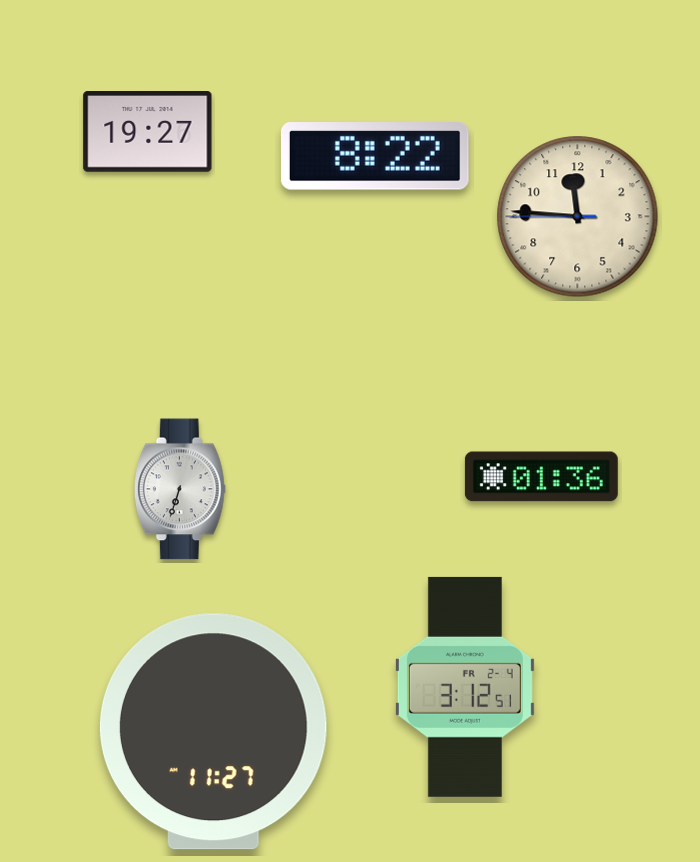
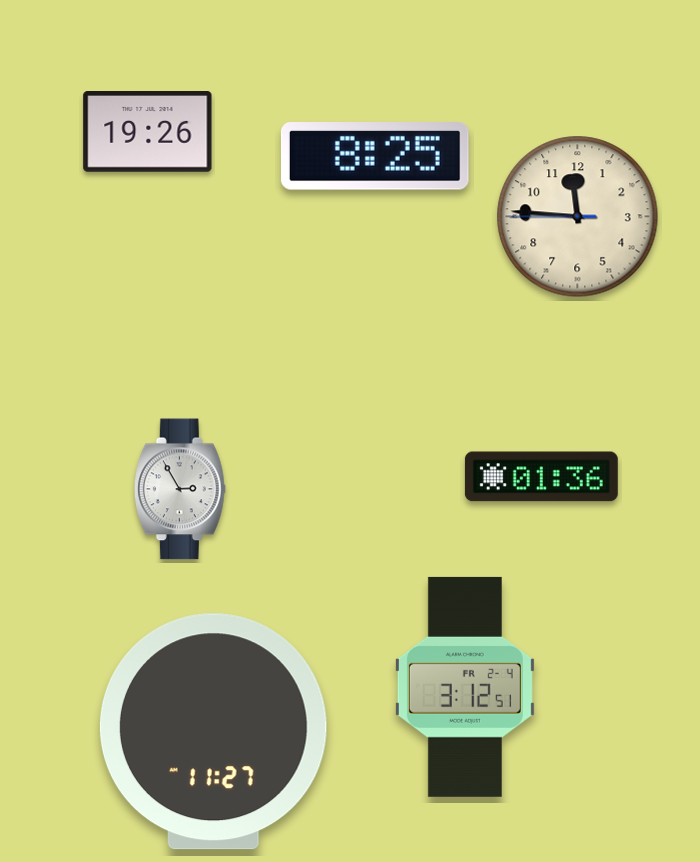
clock at (148, 132): 19:27 -> 19:26
clock at (375, 157): 8:22 -> 8:25
clock at (180, 489): 6:33 -> 2:55
